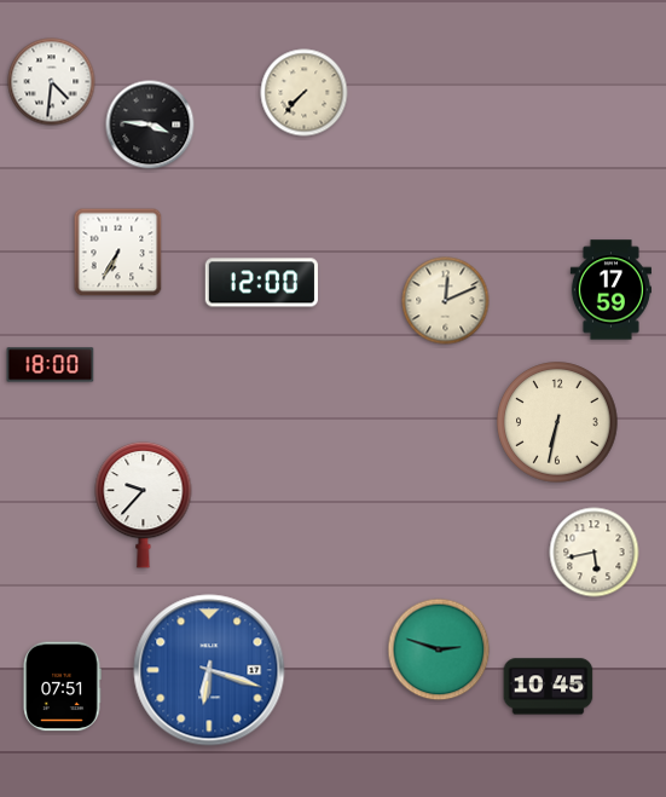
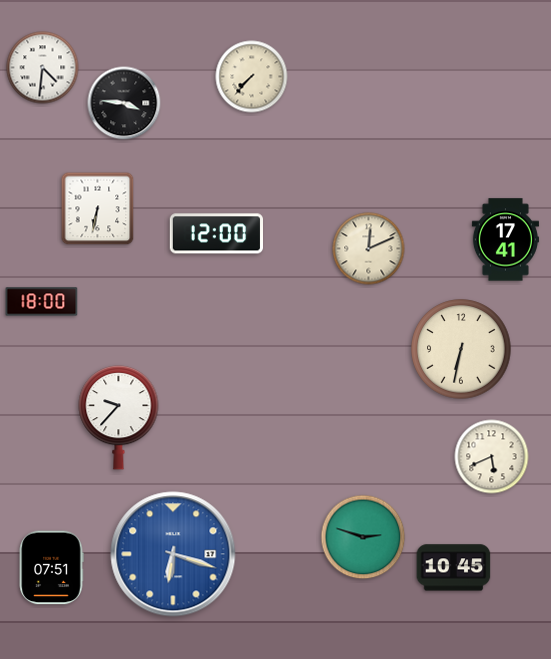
clock at (118, 253): 6:35 -> 6:32
clock at (610, 290): 17:59 -> 17:41
clock at (595, 553): 5:43 -> 5:41
